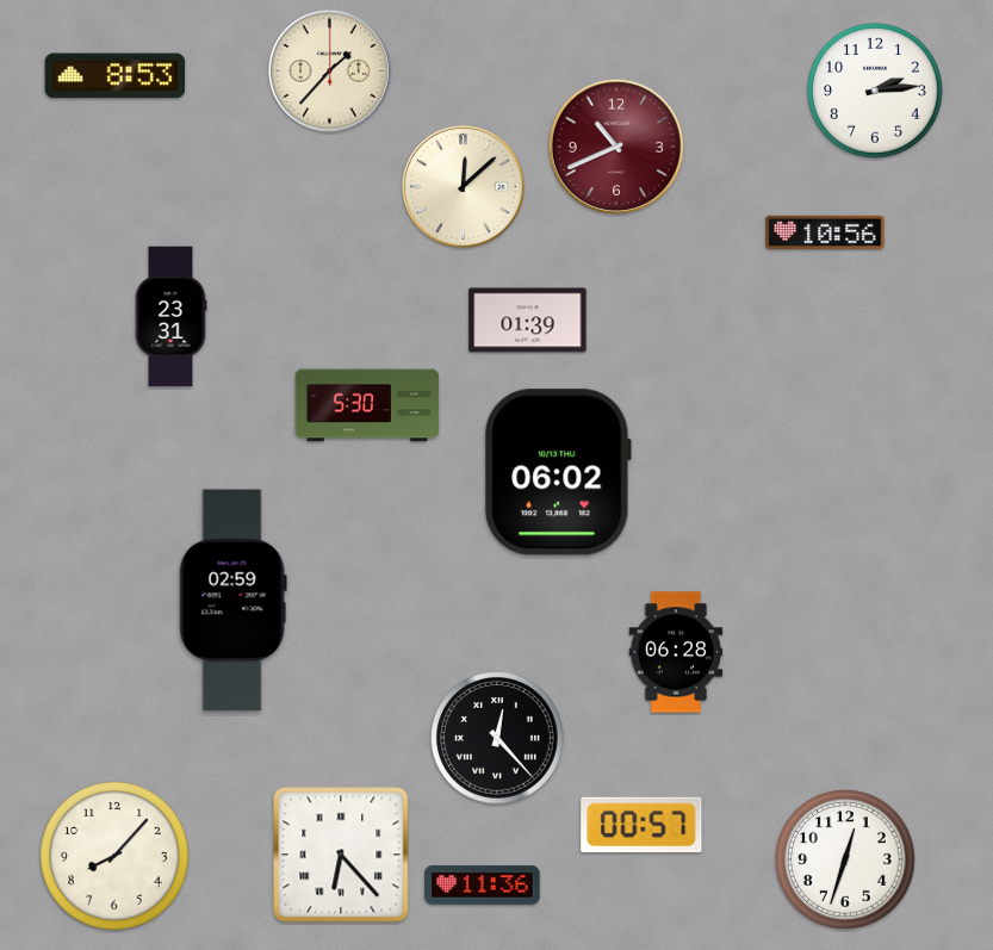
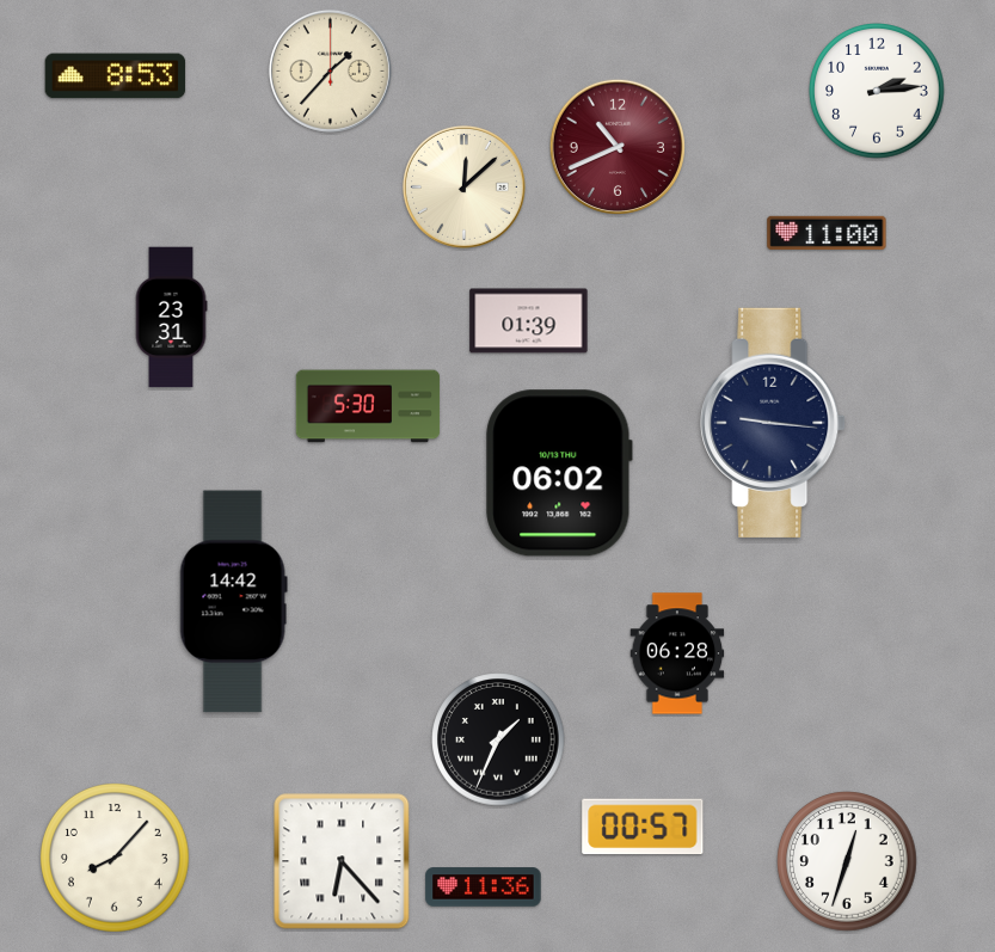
clock at (825, 232): 10:56 -> 11:00
clock at (773, 423): none -> 9:16
clock at (232, 601): 02:59 -> 14:42
clock at (497, 738): 12:23 -> 1:34
clock at (341, 855) position: (341, 855) -> (342, 861)
